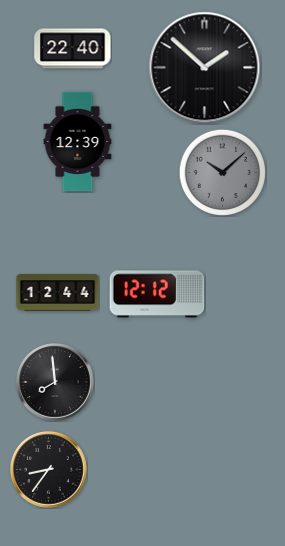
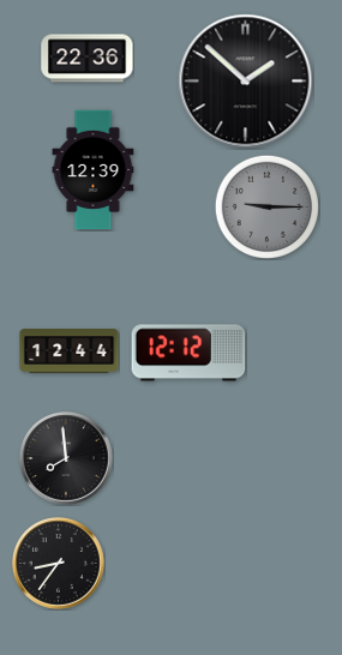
clock at (73, 49): 22:40 -> 22:36
clock at (222, 172): 10:08 -> 9:15
